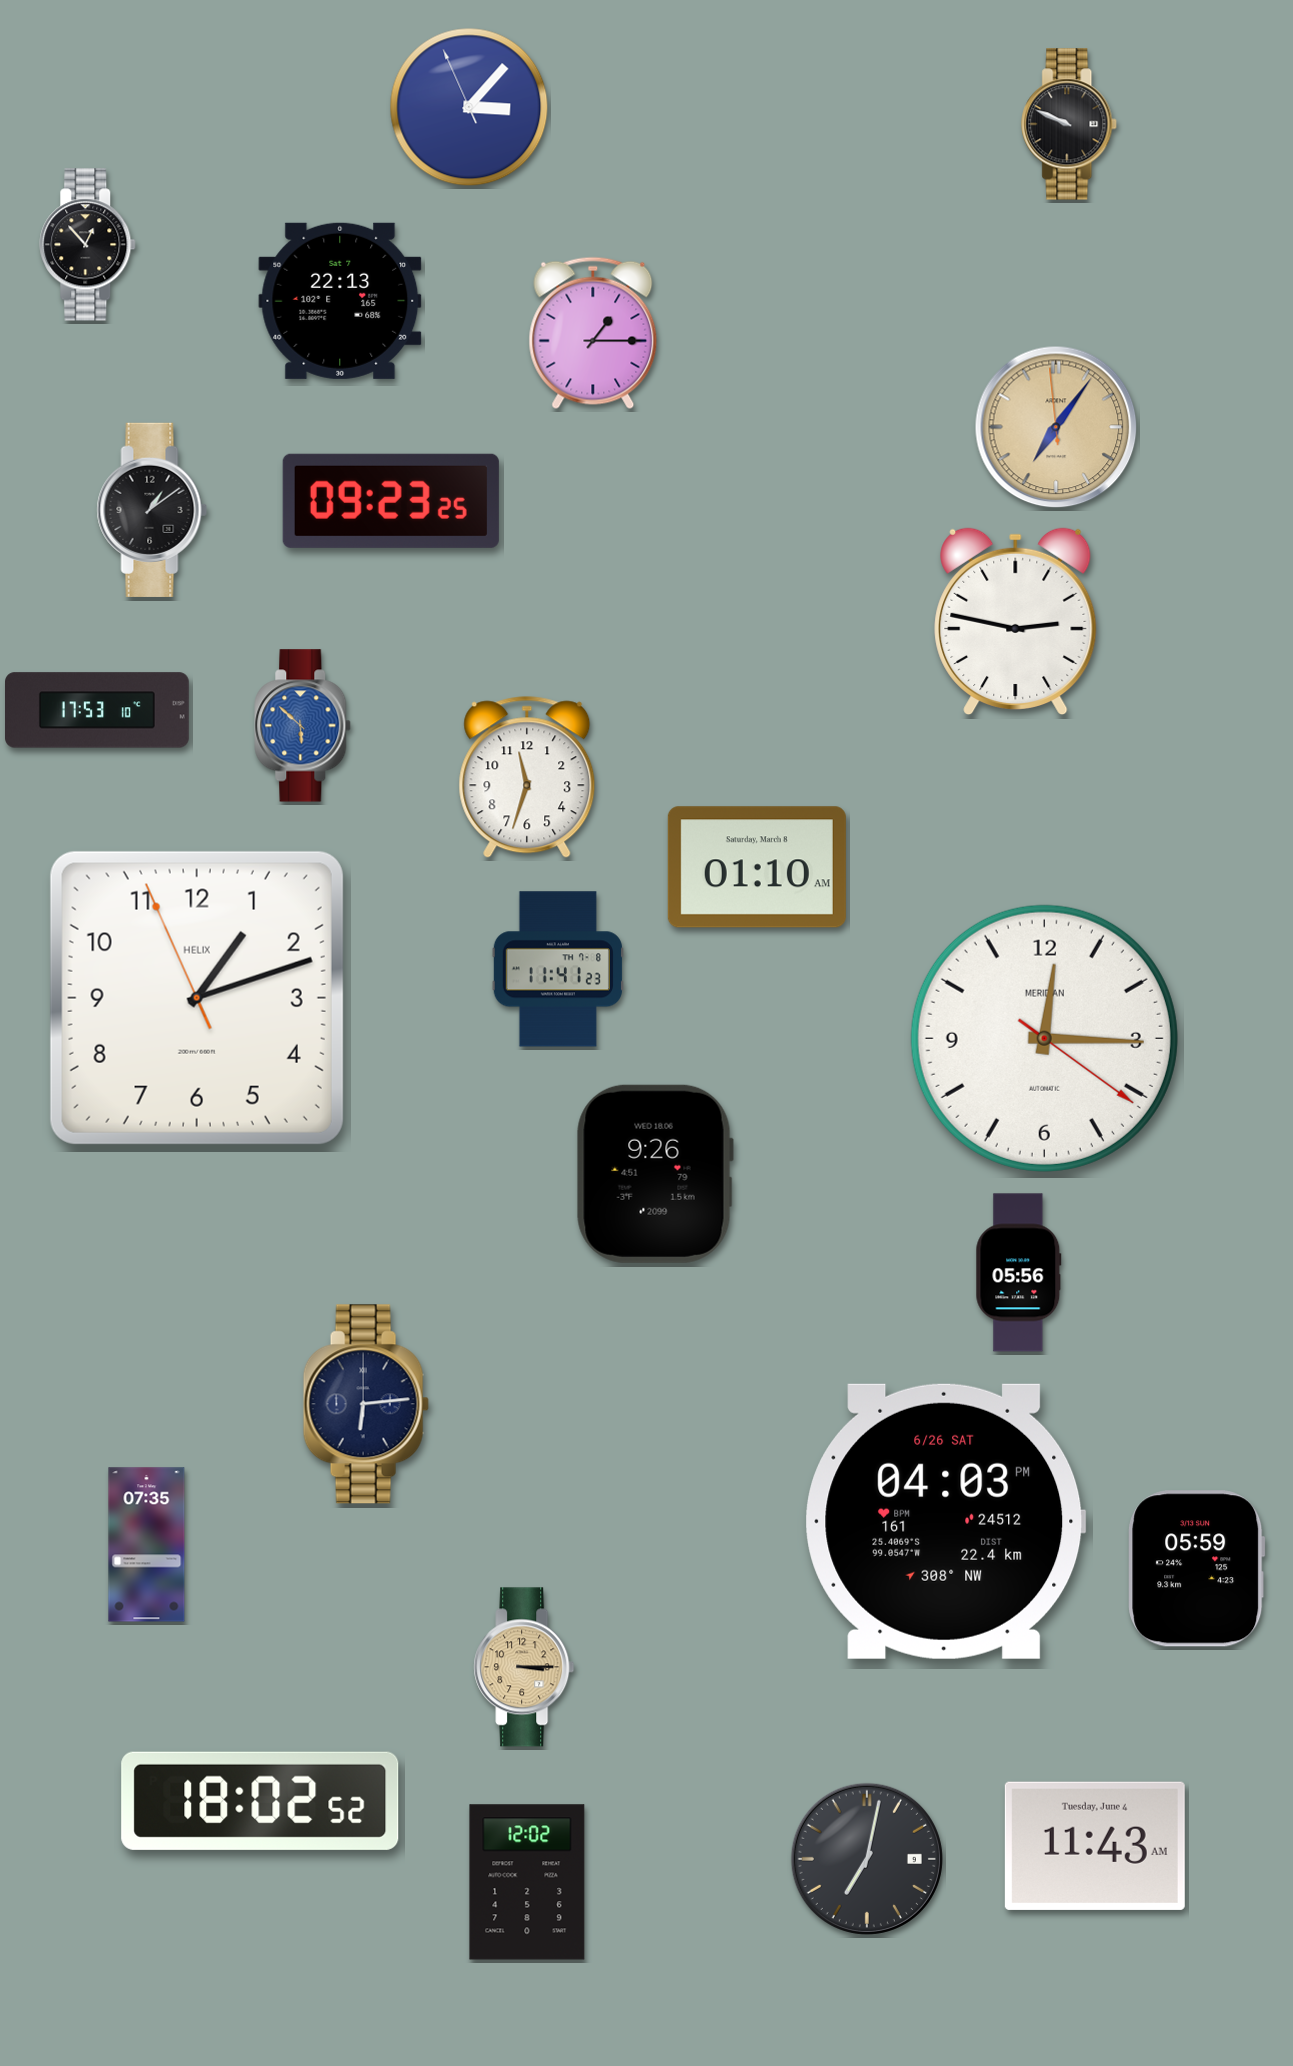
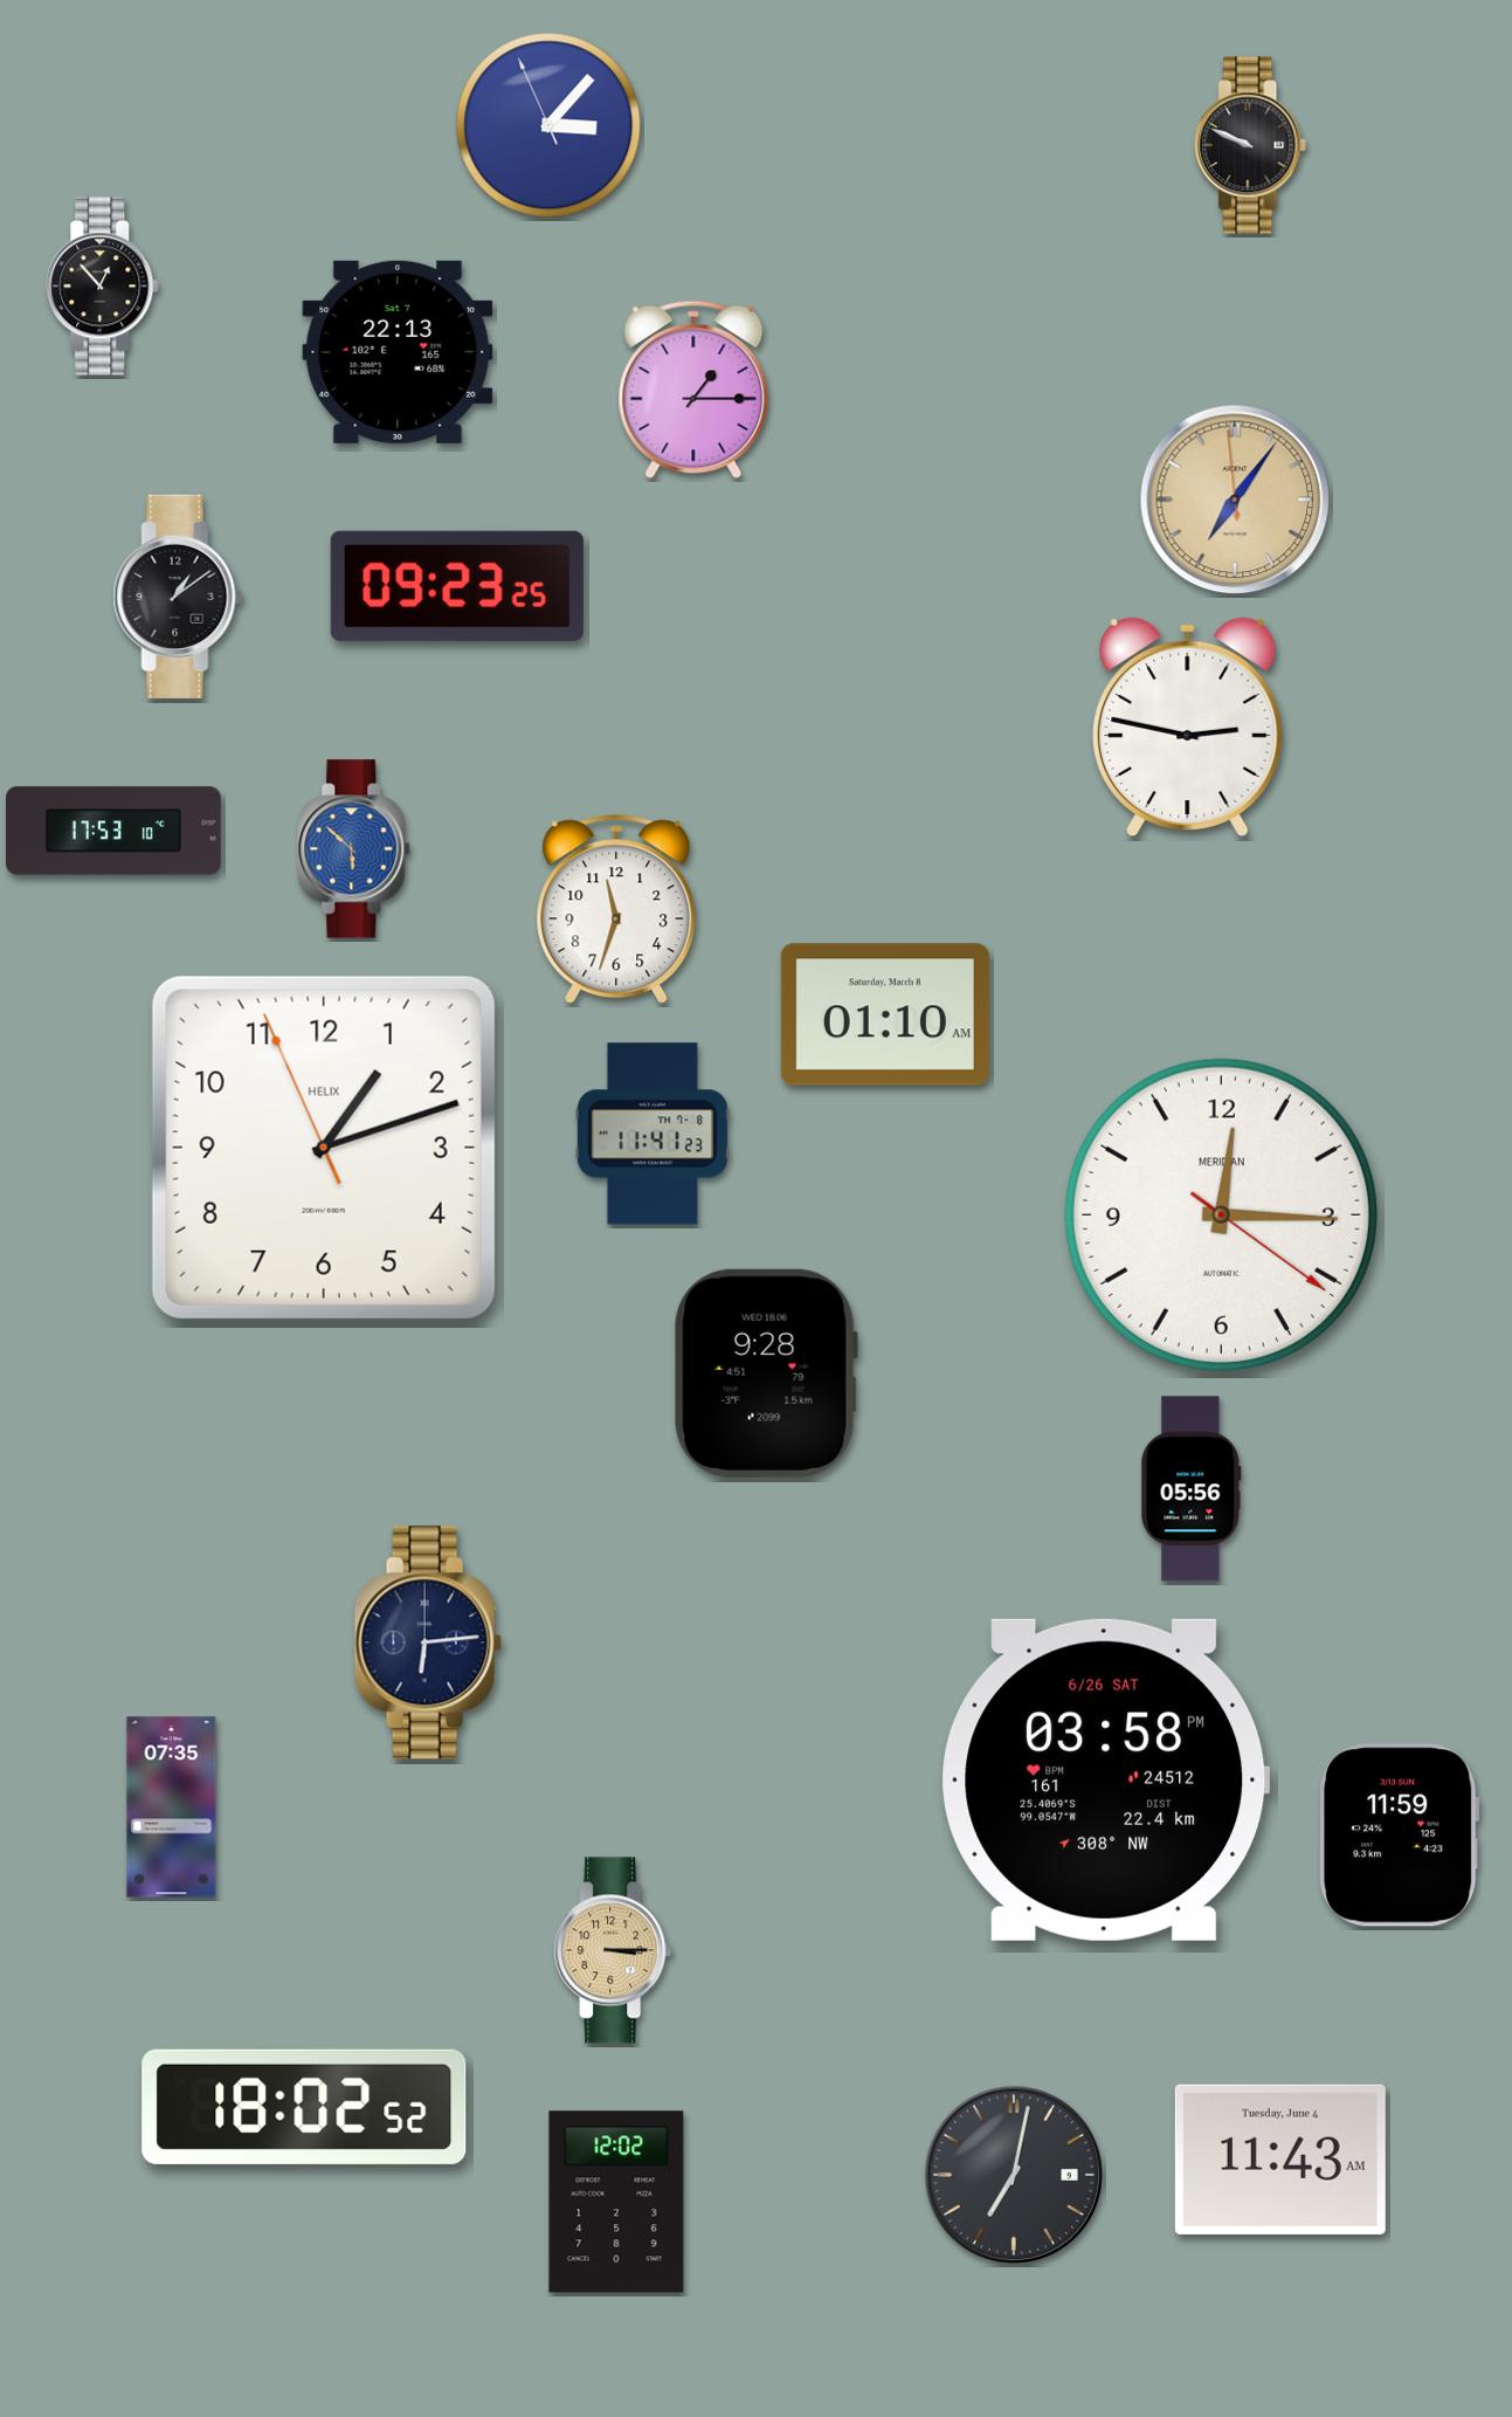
clock at (197, 998) position: (197, 998) -> (324, 1148)
clock at (655, 1174): 9:26 -> 9:28
clock at (946, 1521): 04:03 -> 03:58
clock at (1197, 1569): 05:59 -> 11:59
